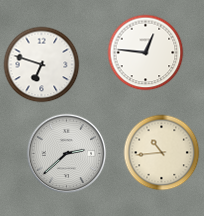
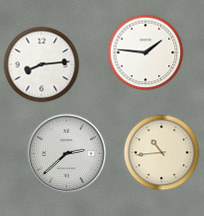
clock at (146, 53): 12:46 -> 1:46
clock at (42, 65): 6:48 -> 8:14
